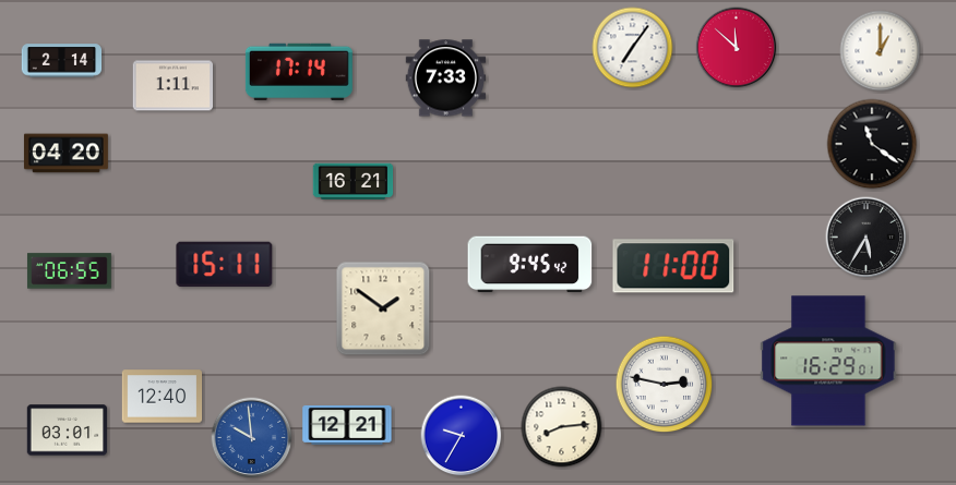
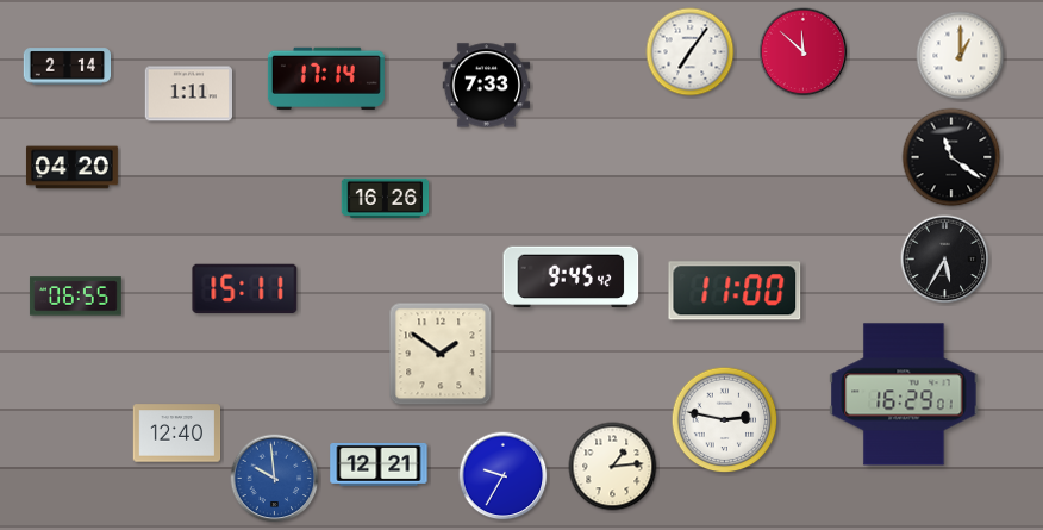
clock at (354, 181): 16:21 -> 16:26
clock at (530, 265) position: (530, 265) -> (572, 278)
clock at (383, 308) position: (383, 308) -> (441, 354)
clock at (562, 427): 8:14 -> 1:14
clock at (68, 431): 03:01 -> none
